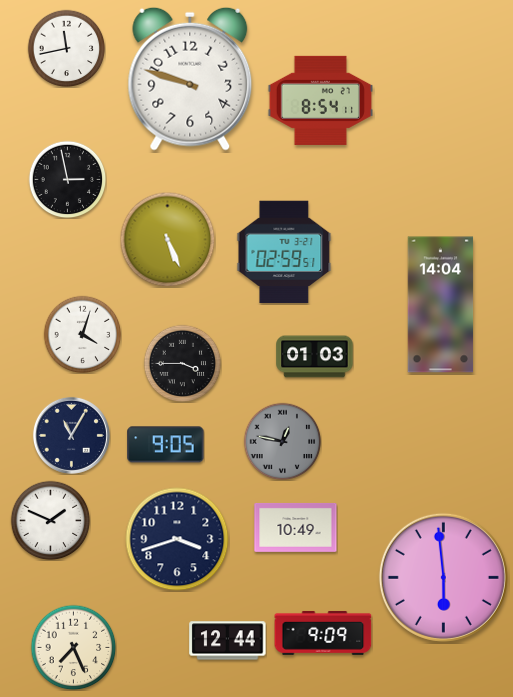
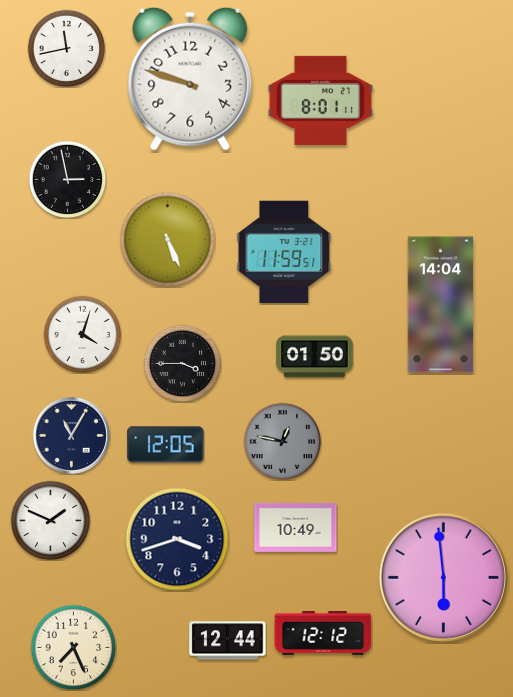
clock at (320, 100): 8:54 -> 8:01
clock at (284, 252): 02:59 -> 11:59
clock at (315, 357): 01:03 -> 01:50
clock at (166, 445): 9:05 -> 12:05
clock at (323, 633): 9:09 -> 12:12
